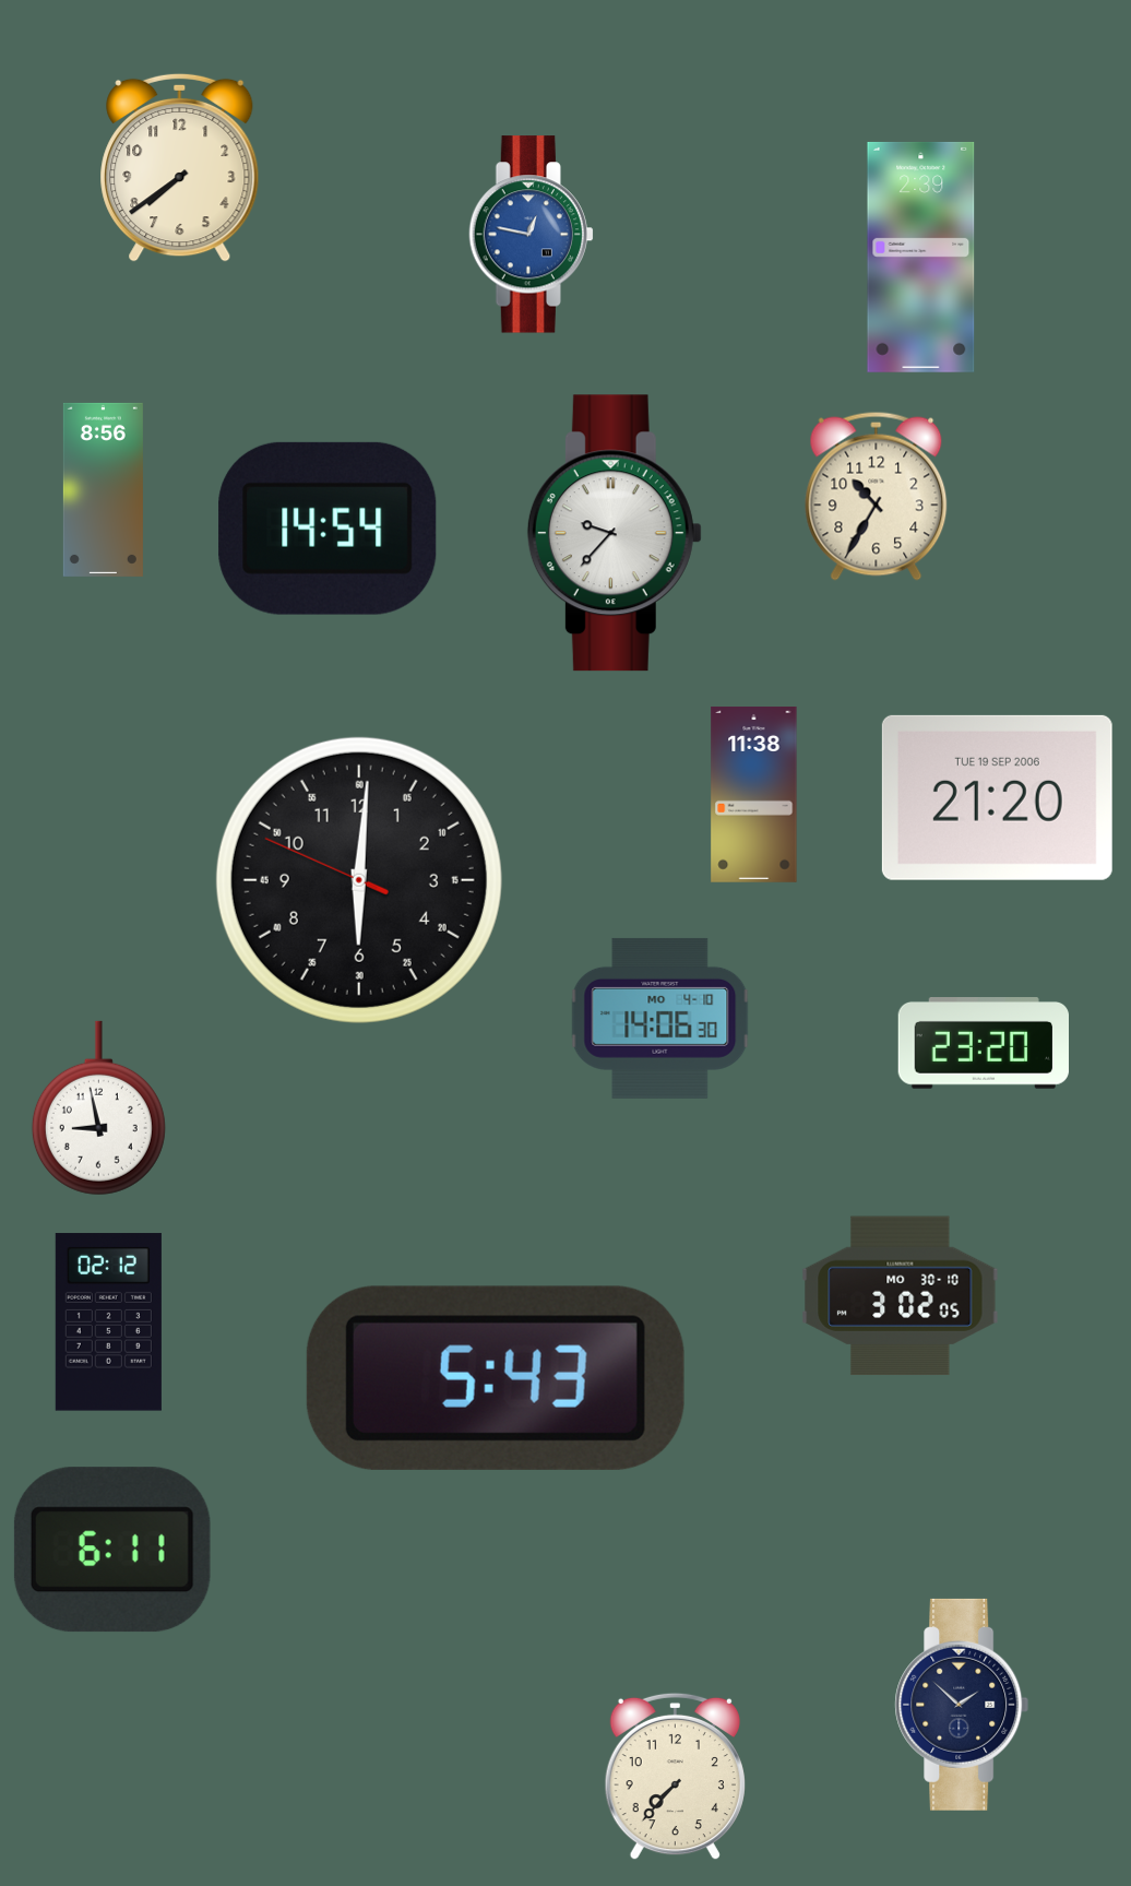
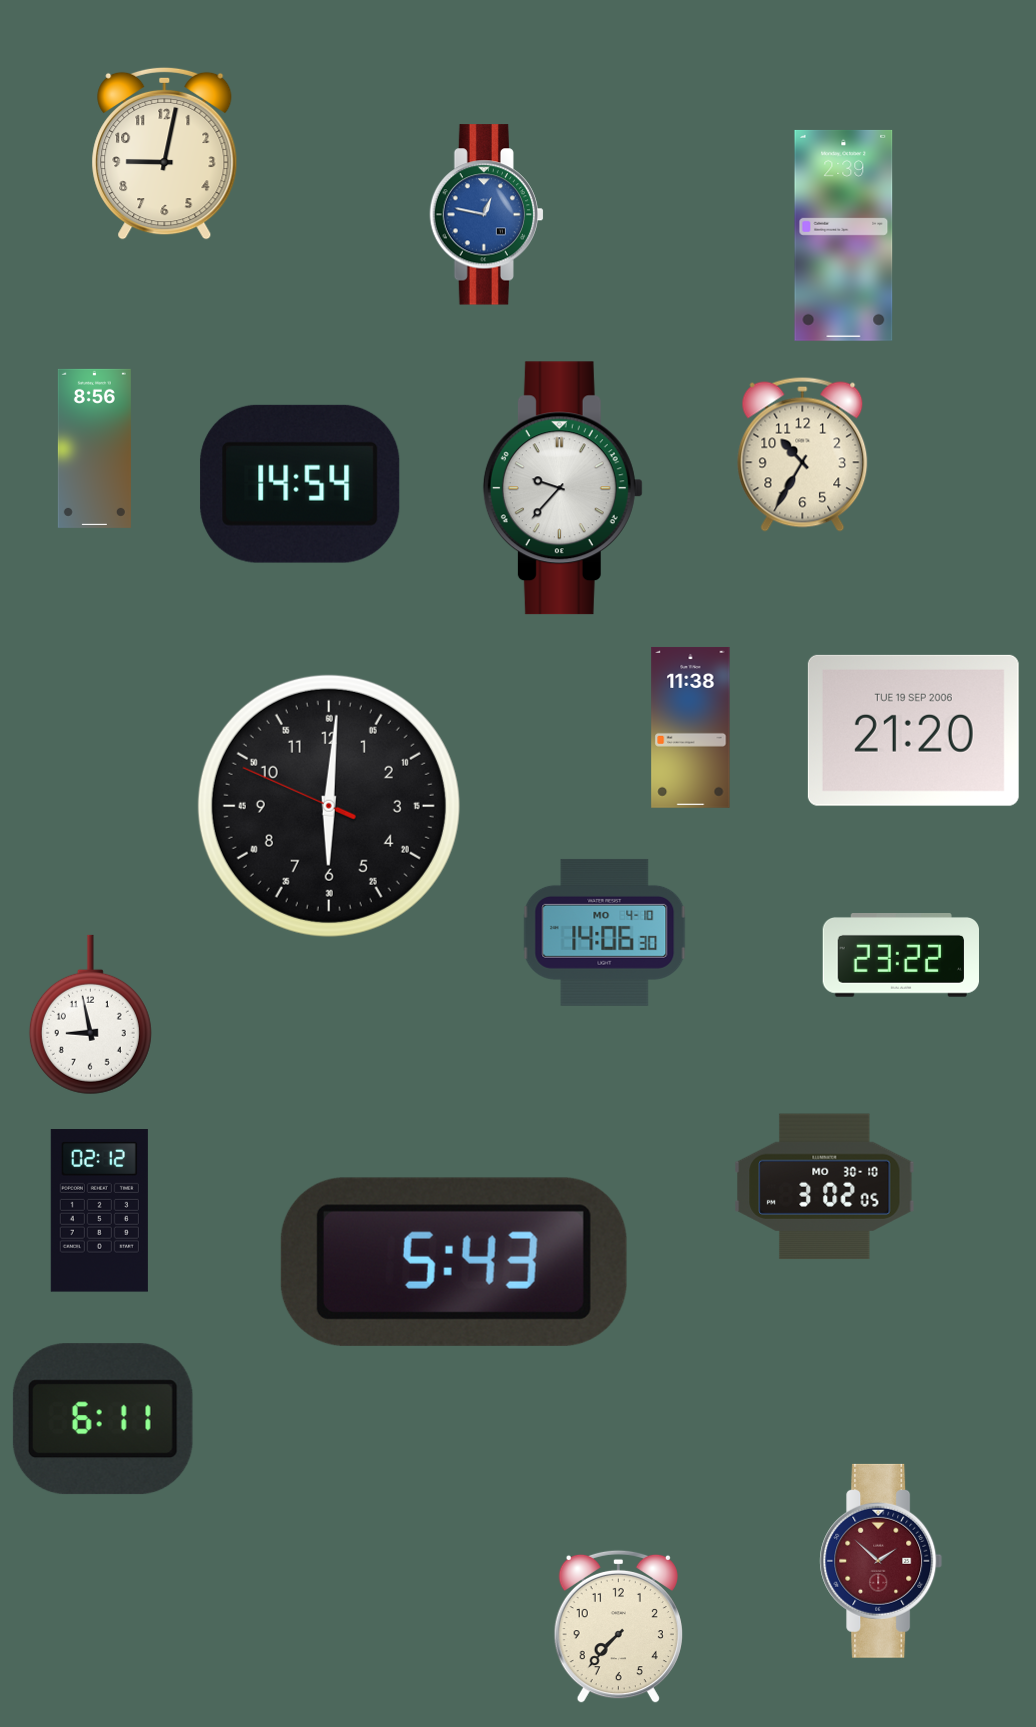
clock at (180, 167): 7:39 -> 9:02
clock at (983, 1044): 23:20 -> 23:22
clock at (962, 1705) dial: navy -> burgundy
